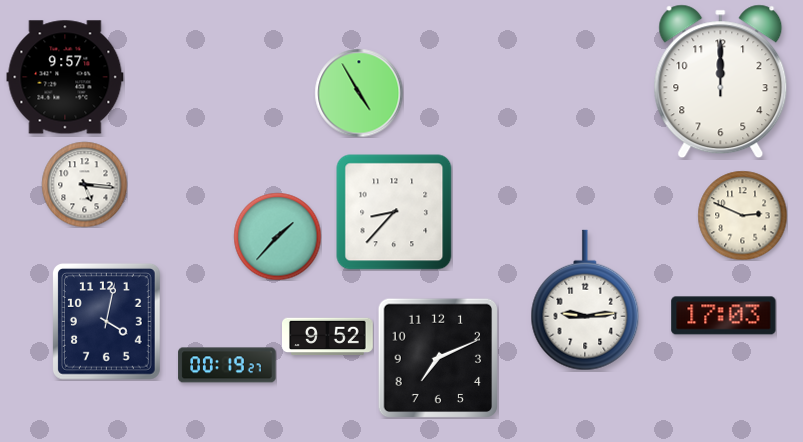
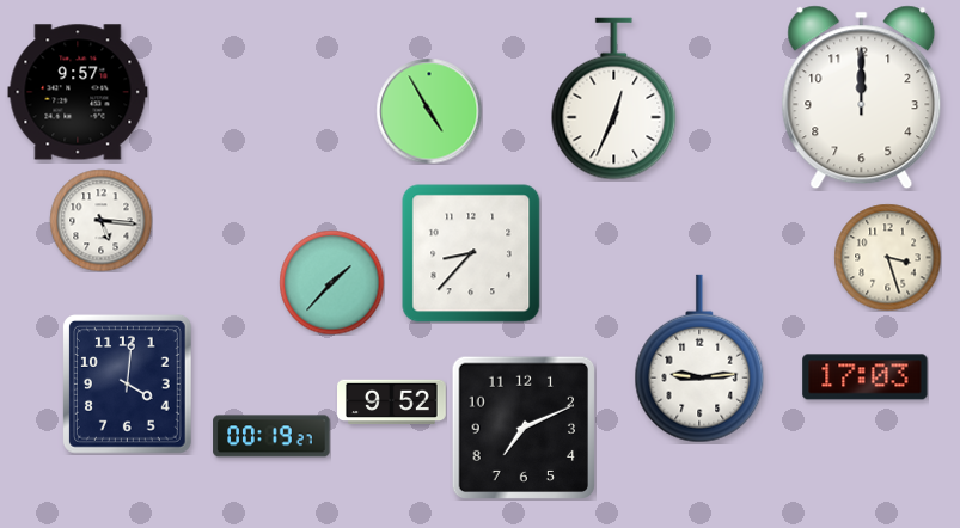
clock at (614, 99): none -> 12:34
clock at (742, 215): 2:49 -> 3:27
clock at (106, 322): 4:02 -> 4:01
